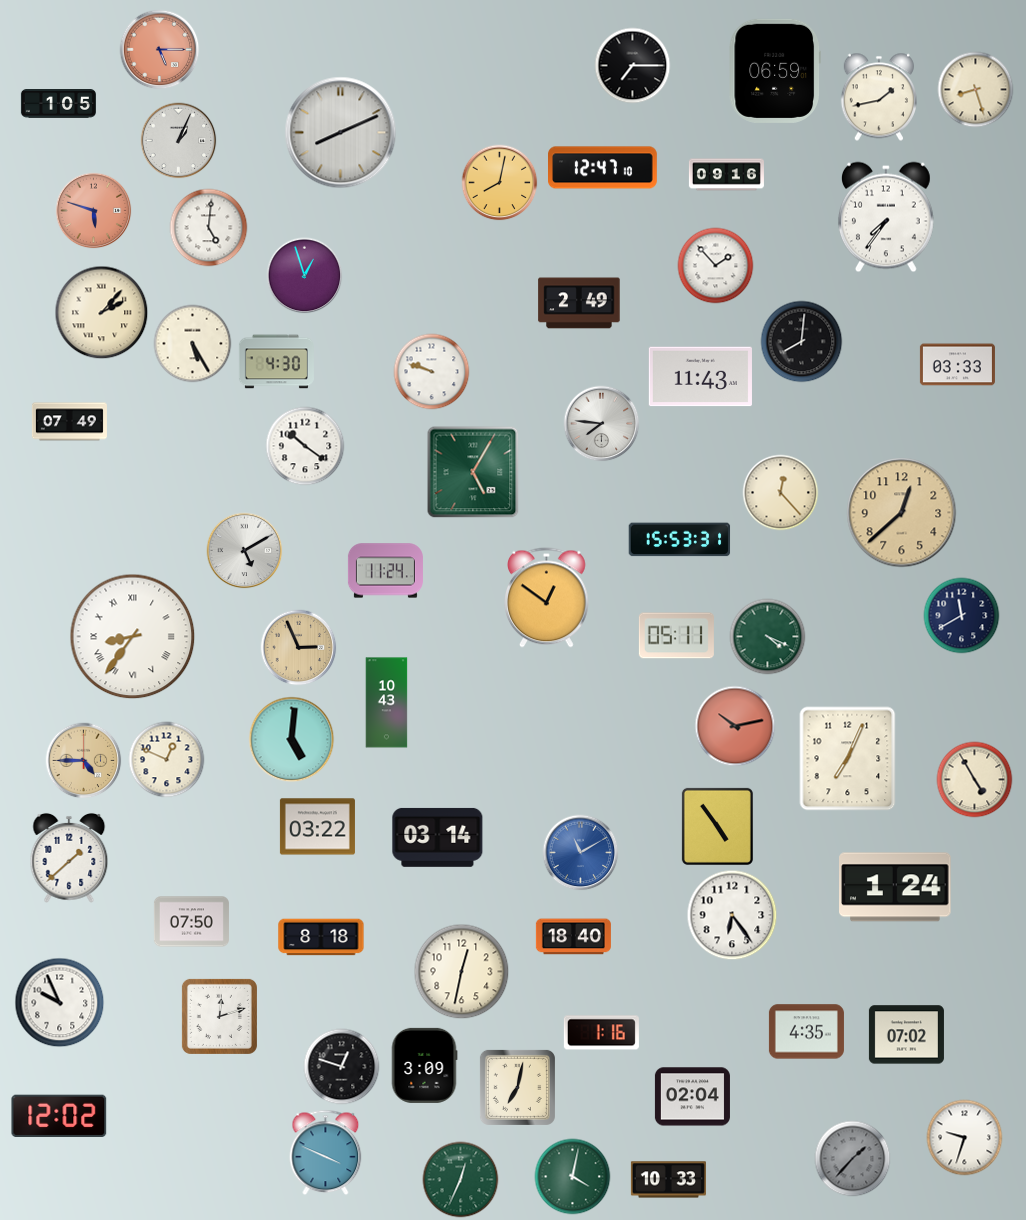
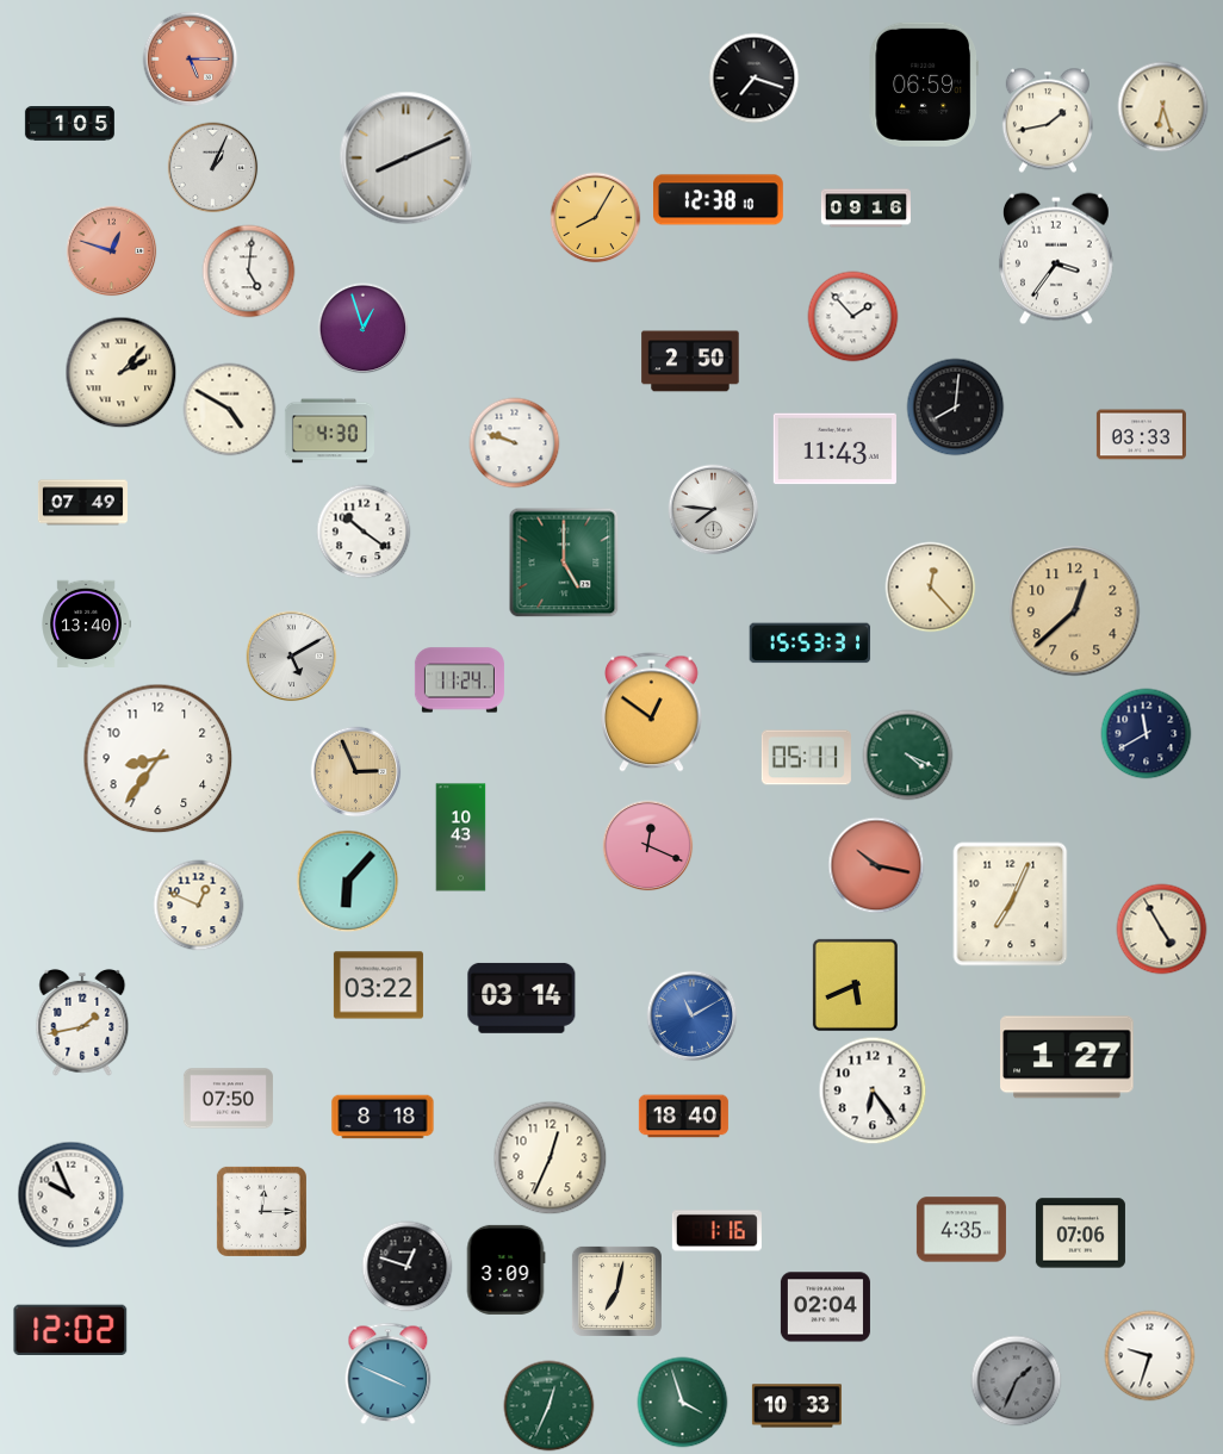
clock at (633, 66): 7:15 -> 7:18
clock at (976, 90): 8:27 -> 6:27
clock at (879, 97) position: (879, 97) -> (1048, 120)
clock at (603, 168): 12:47 -> 12:38
clock at (500, 183): 8:02 -> 8:05
clock at (94, 211): 5:48 -> 12:48
clock at (886, 217): 7:36 -> 3:36
clock at (579, 303): 2:49 -> 2:50
clock at (193, 344): 5:25 -> 4:50
clock at (602, 424) position: (602, 424) -> (714, 510)
clock at (473, 472): 5:05 -> 5:00
clock at (86, 623): none -> 13:40
clock at (133, 637) numerals: Roman -> Arabic
clock at (768, 637) position: (768, 637) -> (908, 756)
clock at (648, 846): none -> 12:19
clock at (735, 726): 10:13 -> 10:17
clock at (292, 740): 5:01 -> 6:07
clock at (84, 761): 4:45 -> none
clock at (717, 826): 4:54 -> 5:41
clock at (69, 858): 1:38 -> 1:43
clock at (895, 887): 1:24 -> 1:27
clock at (462, 972): 12:32 -> 12:34
clock at (219, 1016): 12:12 -> 12:15
clock at (906, 1035): 07:02 -> 07:06
clock at (342, 1067) position: (342, 1067) -> (408, 1267)
clock at (517, 1087) position: (517, 1087) -> (616, 1291)
clock at (853, 1159): 1:37 -> 1:34
clock at (573, 1177): 4:02 -> 3:57
